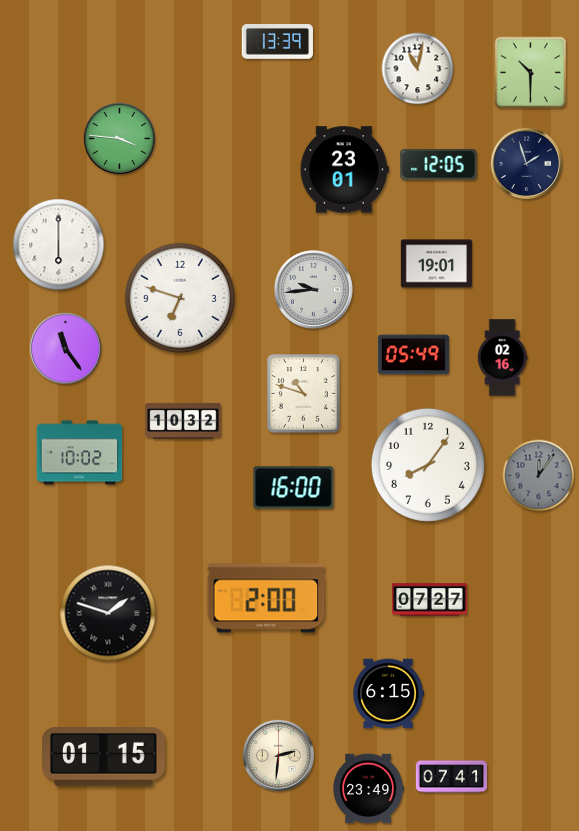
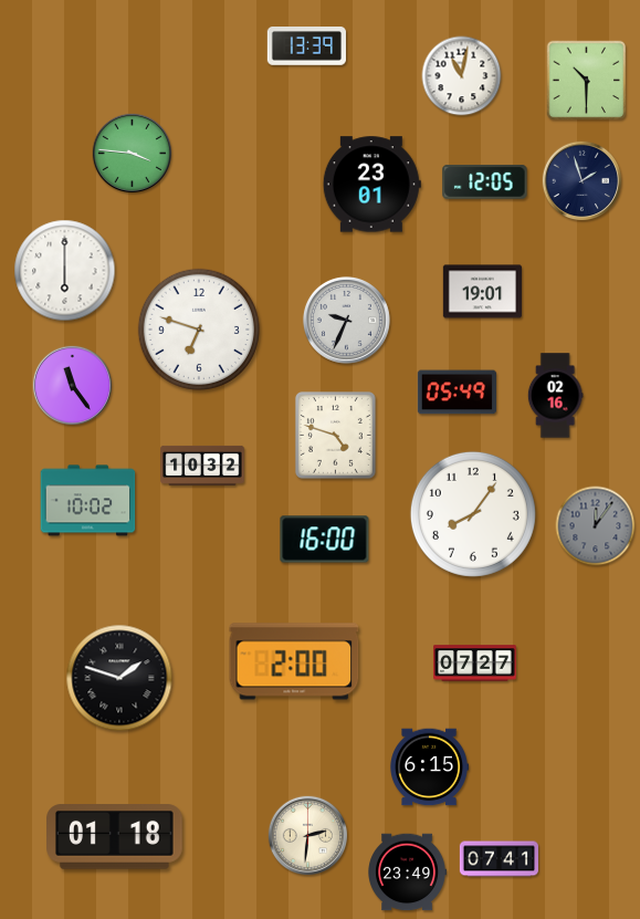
clock at (344, 170) position: (344, 170) -> (371, 185)
clock at (313, 289): 9:44 -> 9:34
clock at (304, 394): 10:48 -> 4:48
clock at (104, 757): 01:15 -> 01:18
